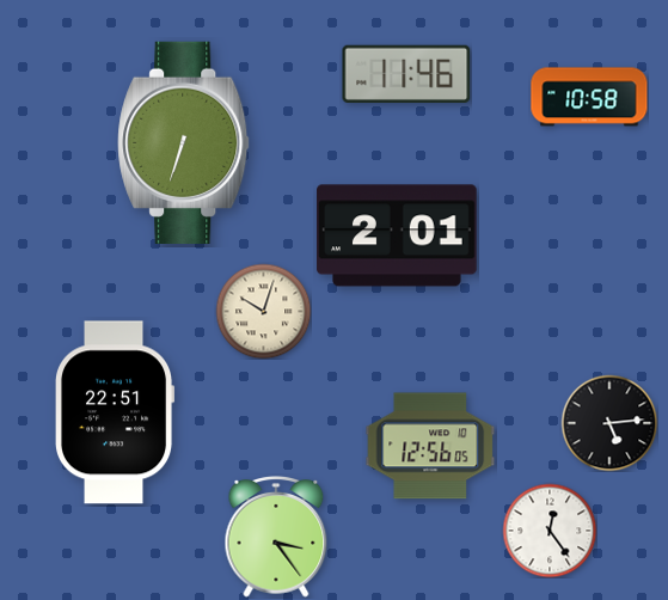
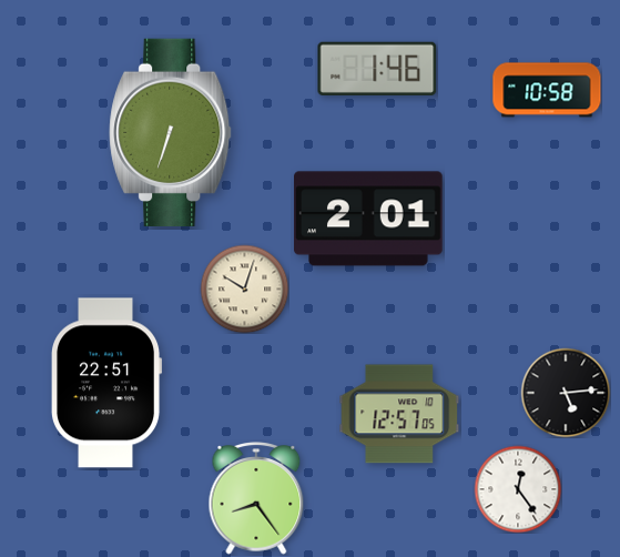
clock at (406, 74): 11:46 -> 1:46
clock at (430, 446): 12:56 -> 12:57
clock at (550, 531) position: (550, 531) -> (518, 489)
clock at (276, 538): 3:24 -> 8:24
